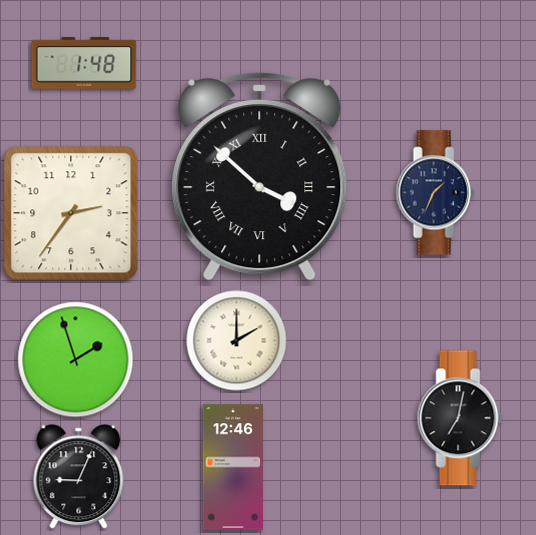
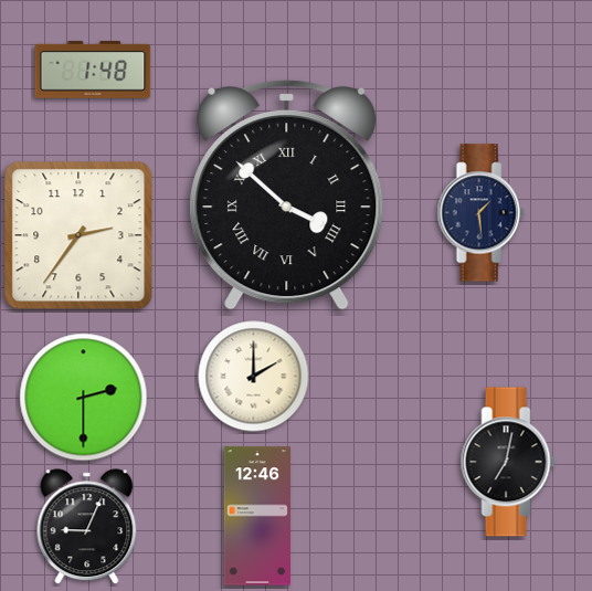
clock at (435, 193): 1:34 -> 1:29
clock at (237, 341) position: (237, 341) -> (254, 377)
clock at (76, 360): 1:57 -> 2:30
